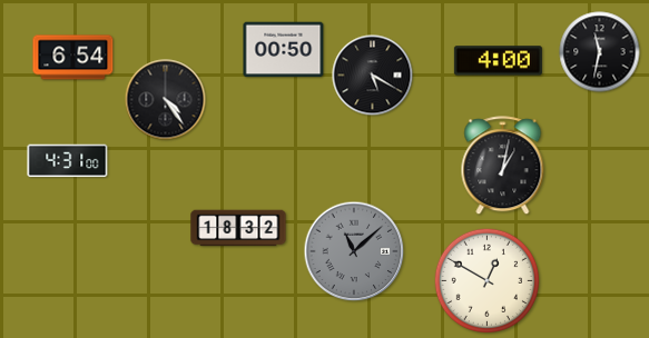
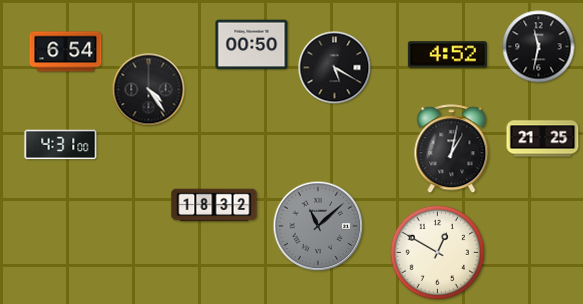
clock at (284, 50) position: (284, 50) -> (252, 45)
clock at (498, 61): 4:00 -> 4:52
clock at (543, 139): none -> 21:25
